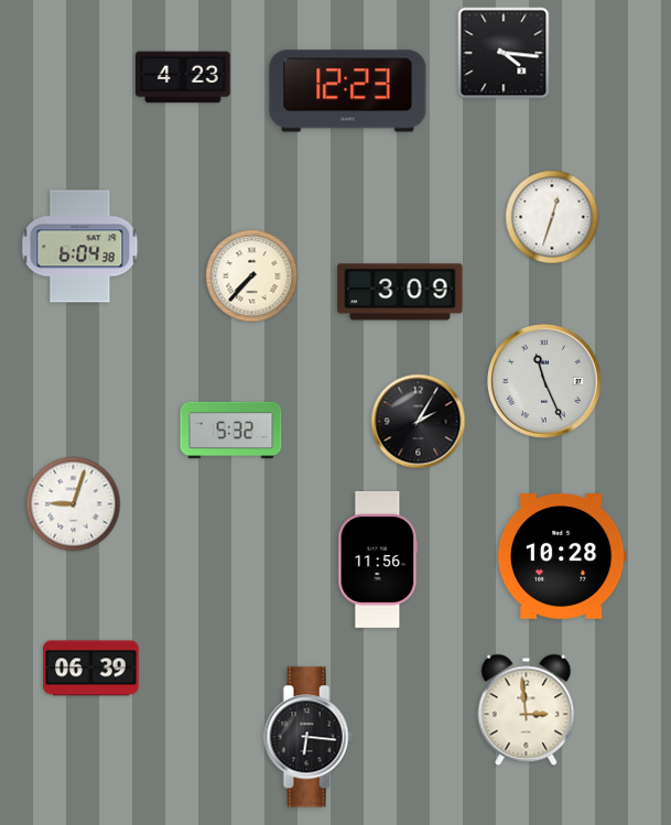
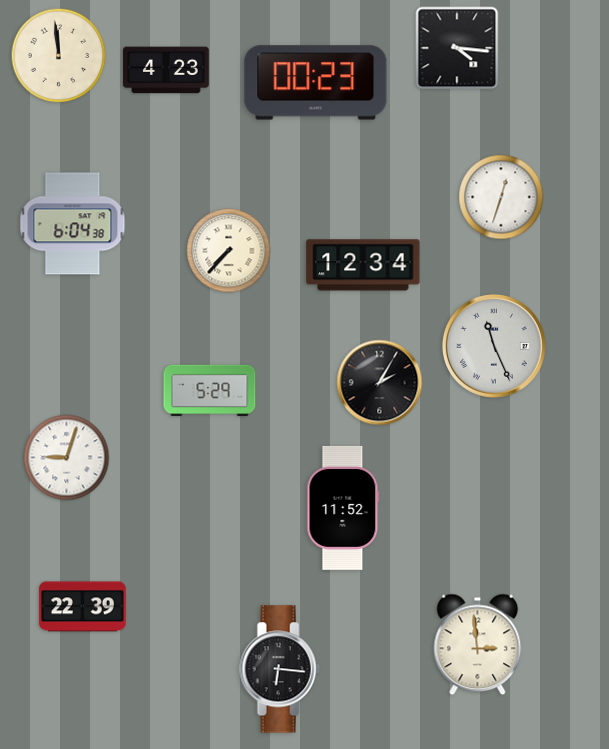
clock at (59, 56): none -> 11:59
clock at (348, 91): 12:23 -> 00:23
clock at (400, 292): 3:09 -> 12:34
clock at (231, 431): 5:32 -> 5:29
clock at (562, 557): 10:28 -> none
clock at (378, 560): 11:56 -> 11:52
clock at (91, 669): 06:39 -> 22:39
